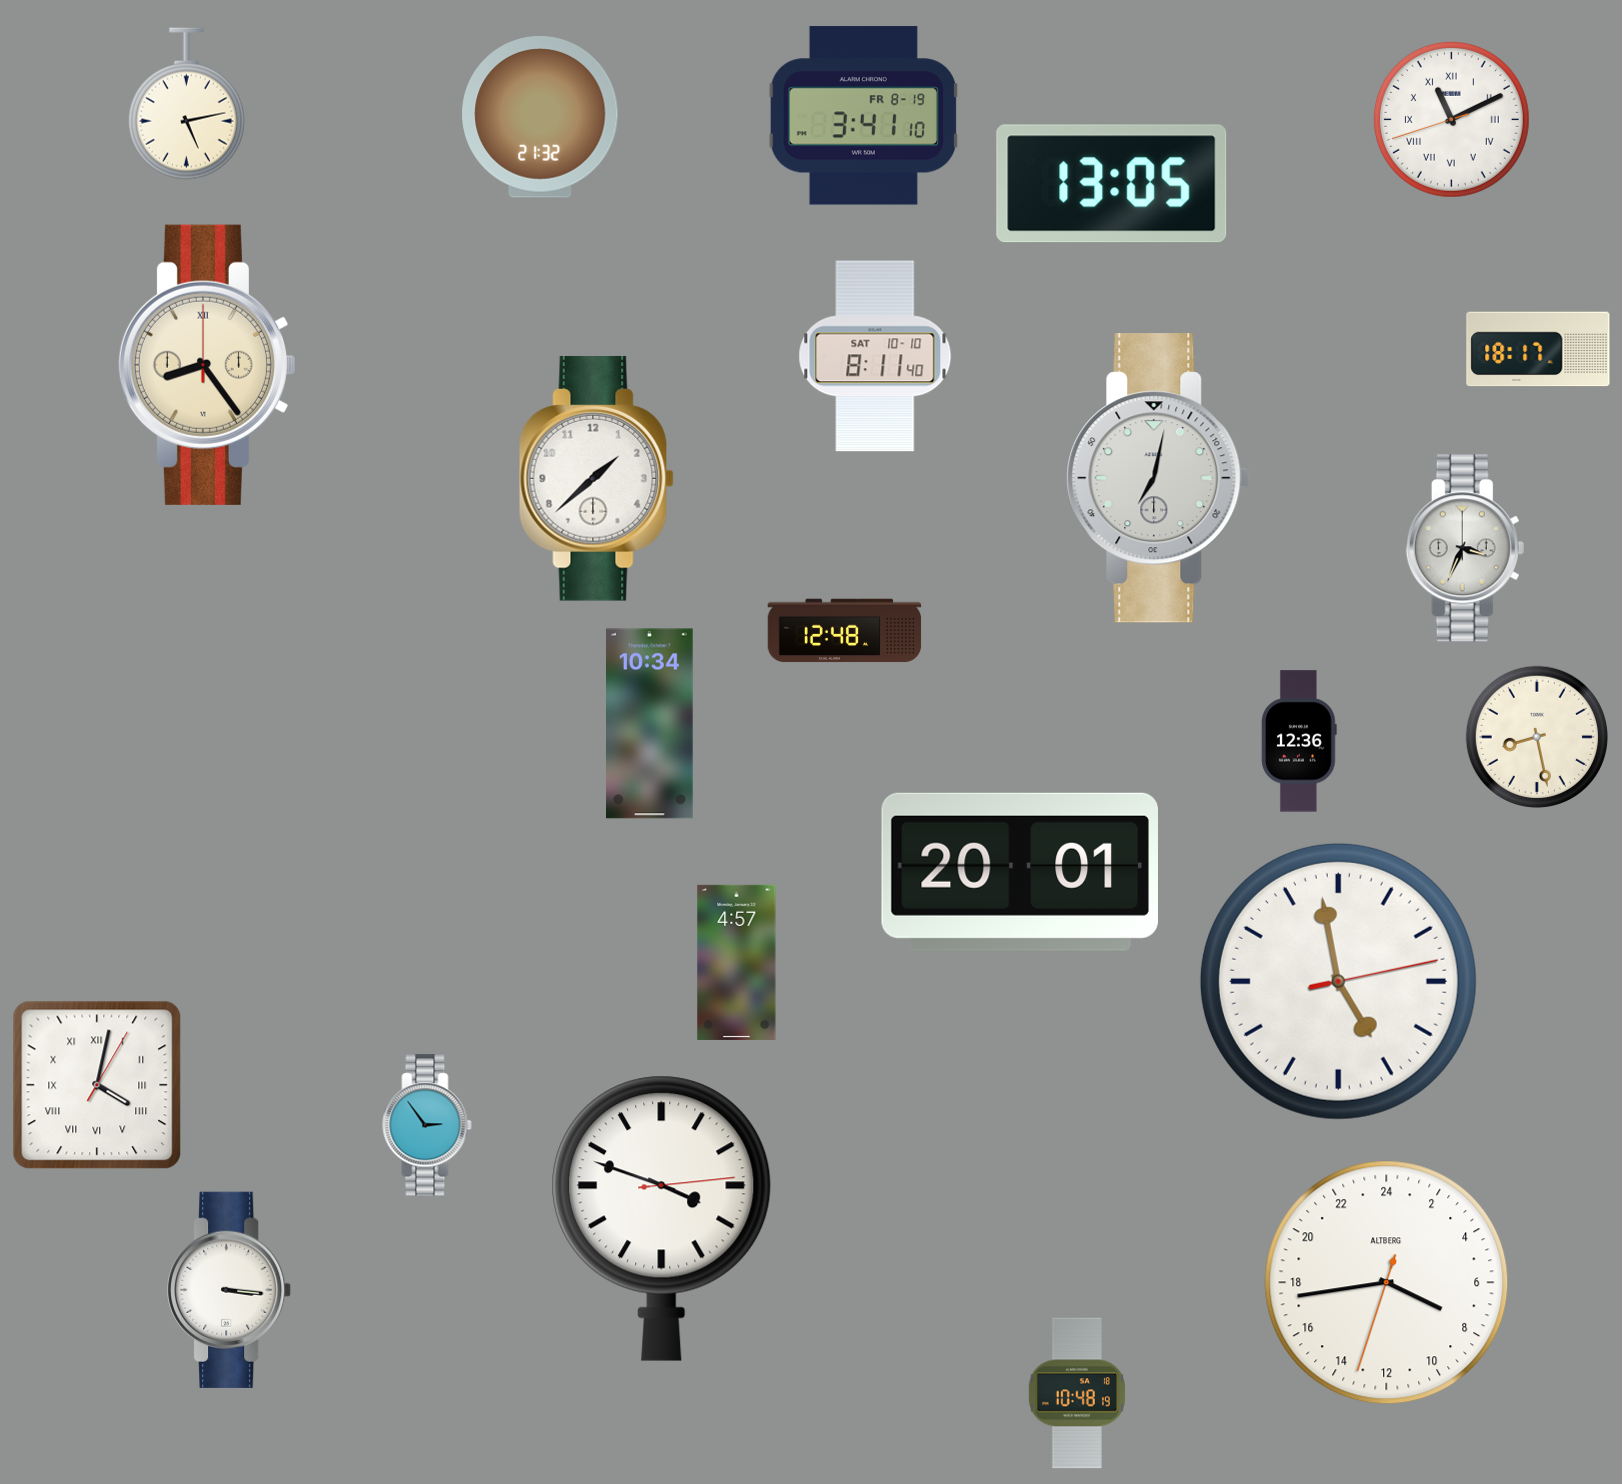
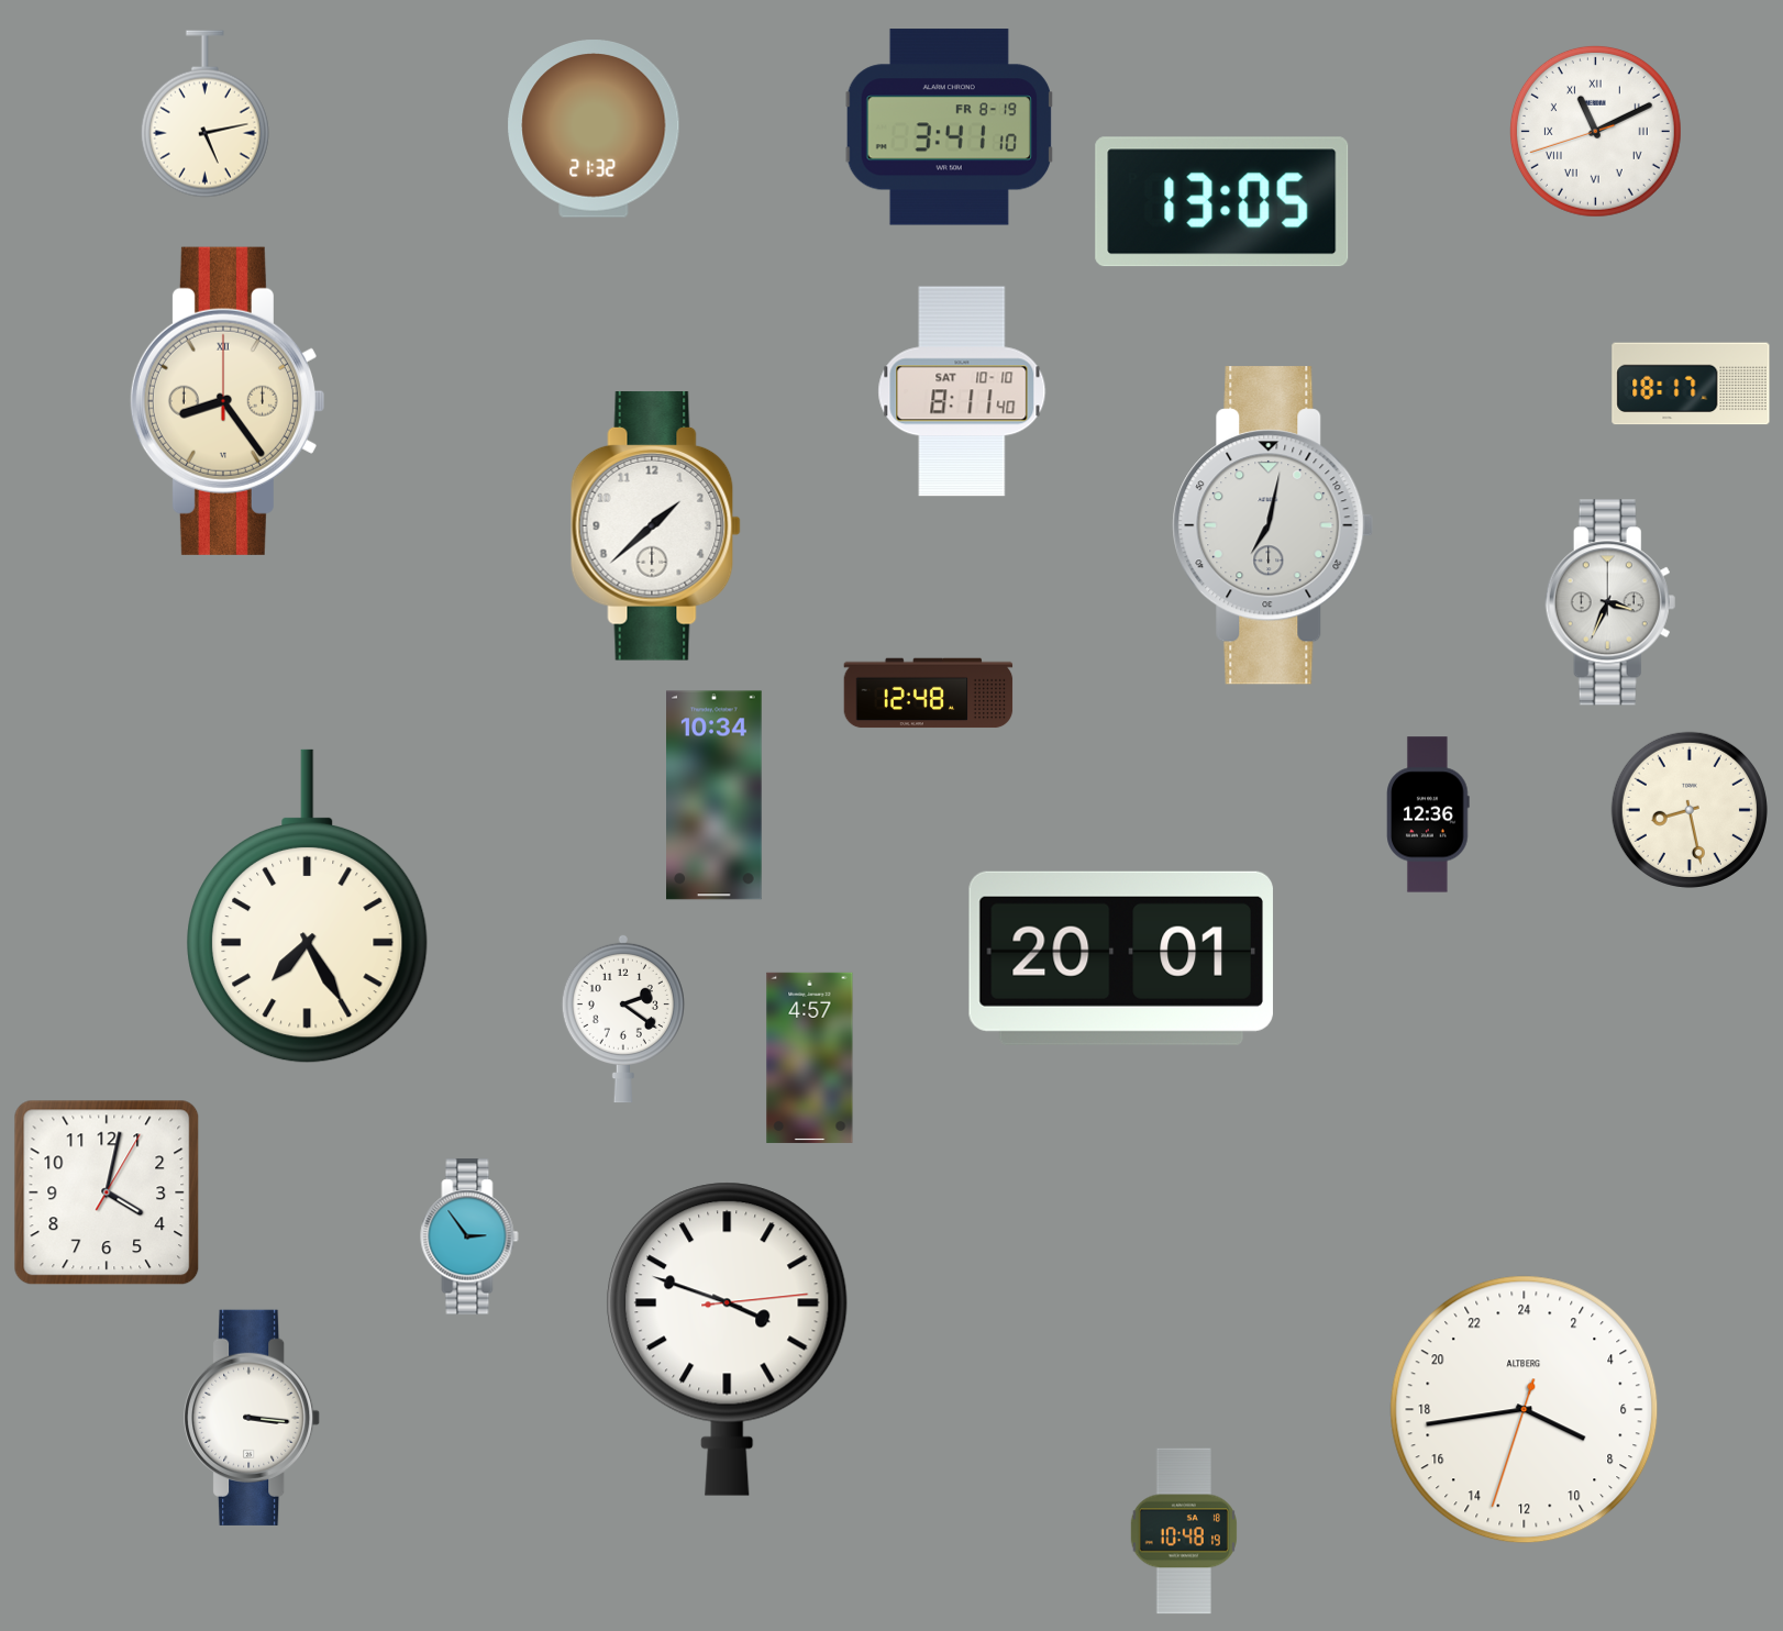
clock at (308, 907): none -> 7:25
clock at (623, 1019): none -> 2:21
clock at (1338, 981): 4:58 -> none
clock at (97, 1085) numerals: Roman -> Arabic
